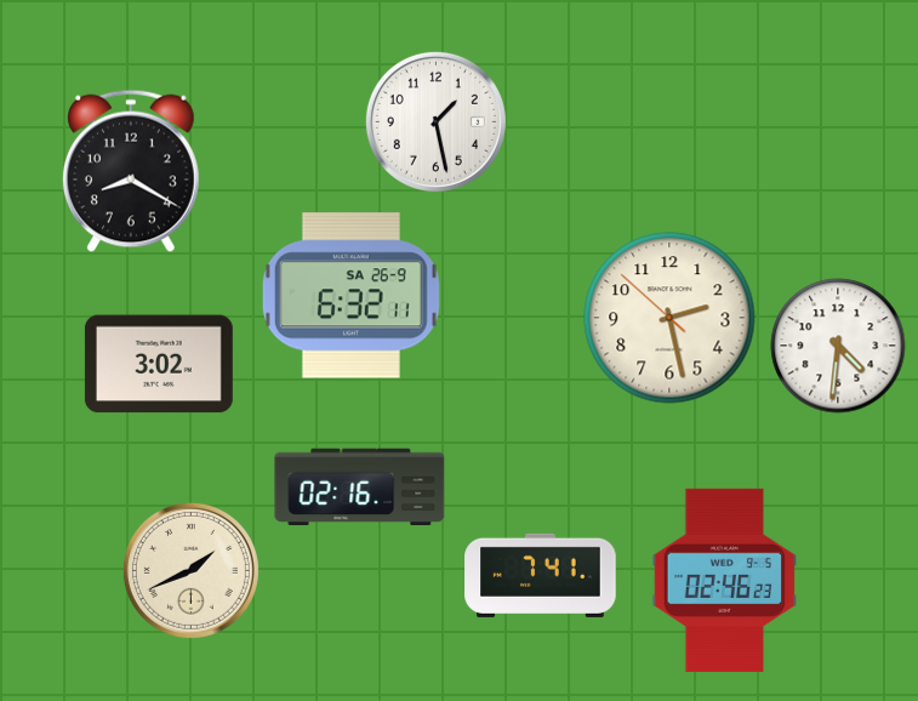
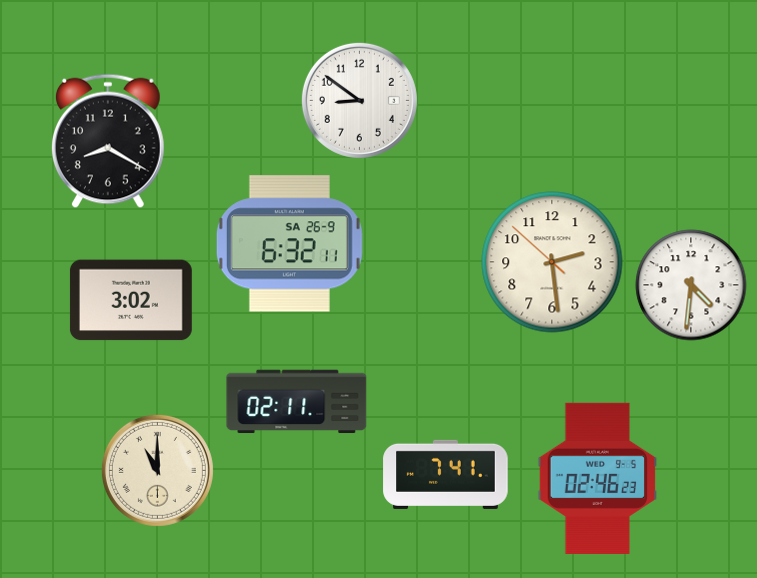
clock at (435, 121): 1:28 -> 8:51
clock at (669, 318): 2:27 -> 2:28
clock at (360, 488): 02:16 -> 02:11
clock at (190, 570): 1:41 -> 11:00
